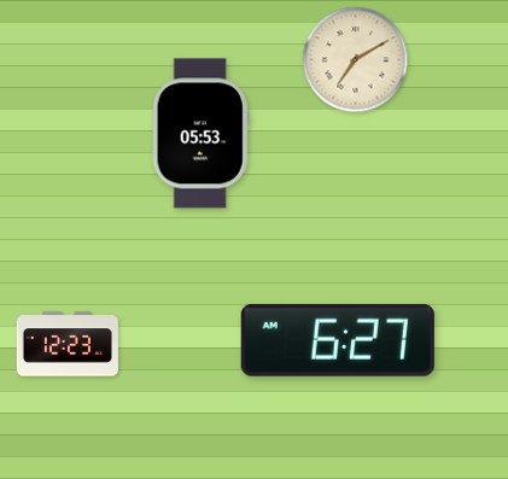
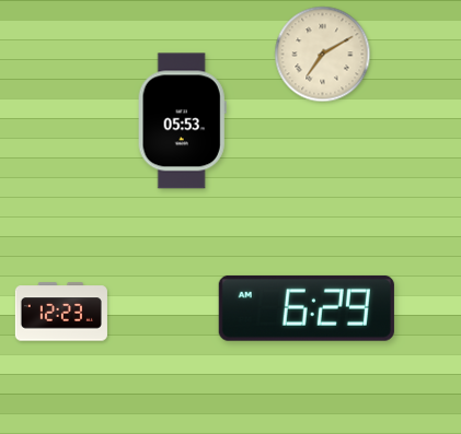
clock at (338, 340): 6:27 -> 6:29
